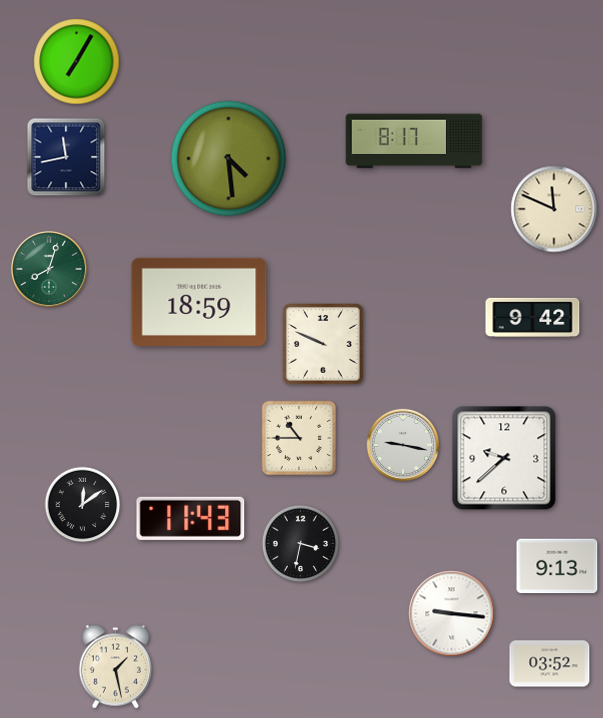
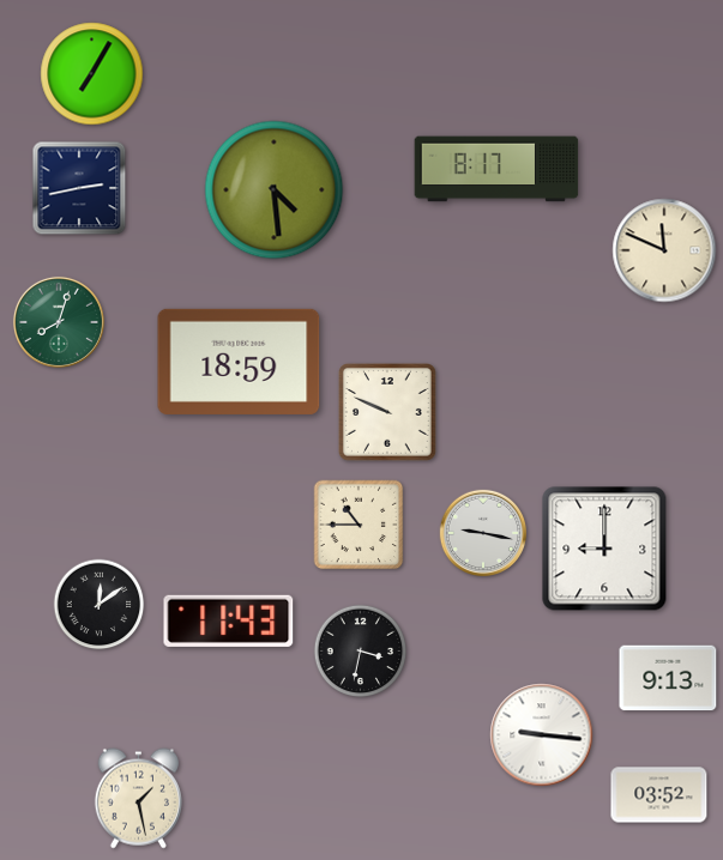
clock at (66, 157): 11:43 -> 2:43
clock at (533, 317): 9:42 -> none
clock at (504, 458): 9:38 -> 9:00
